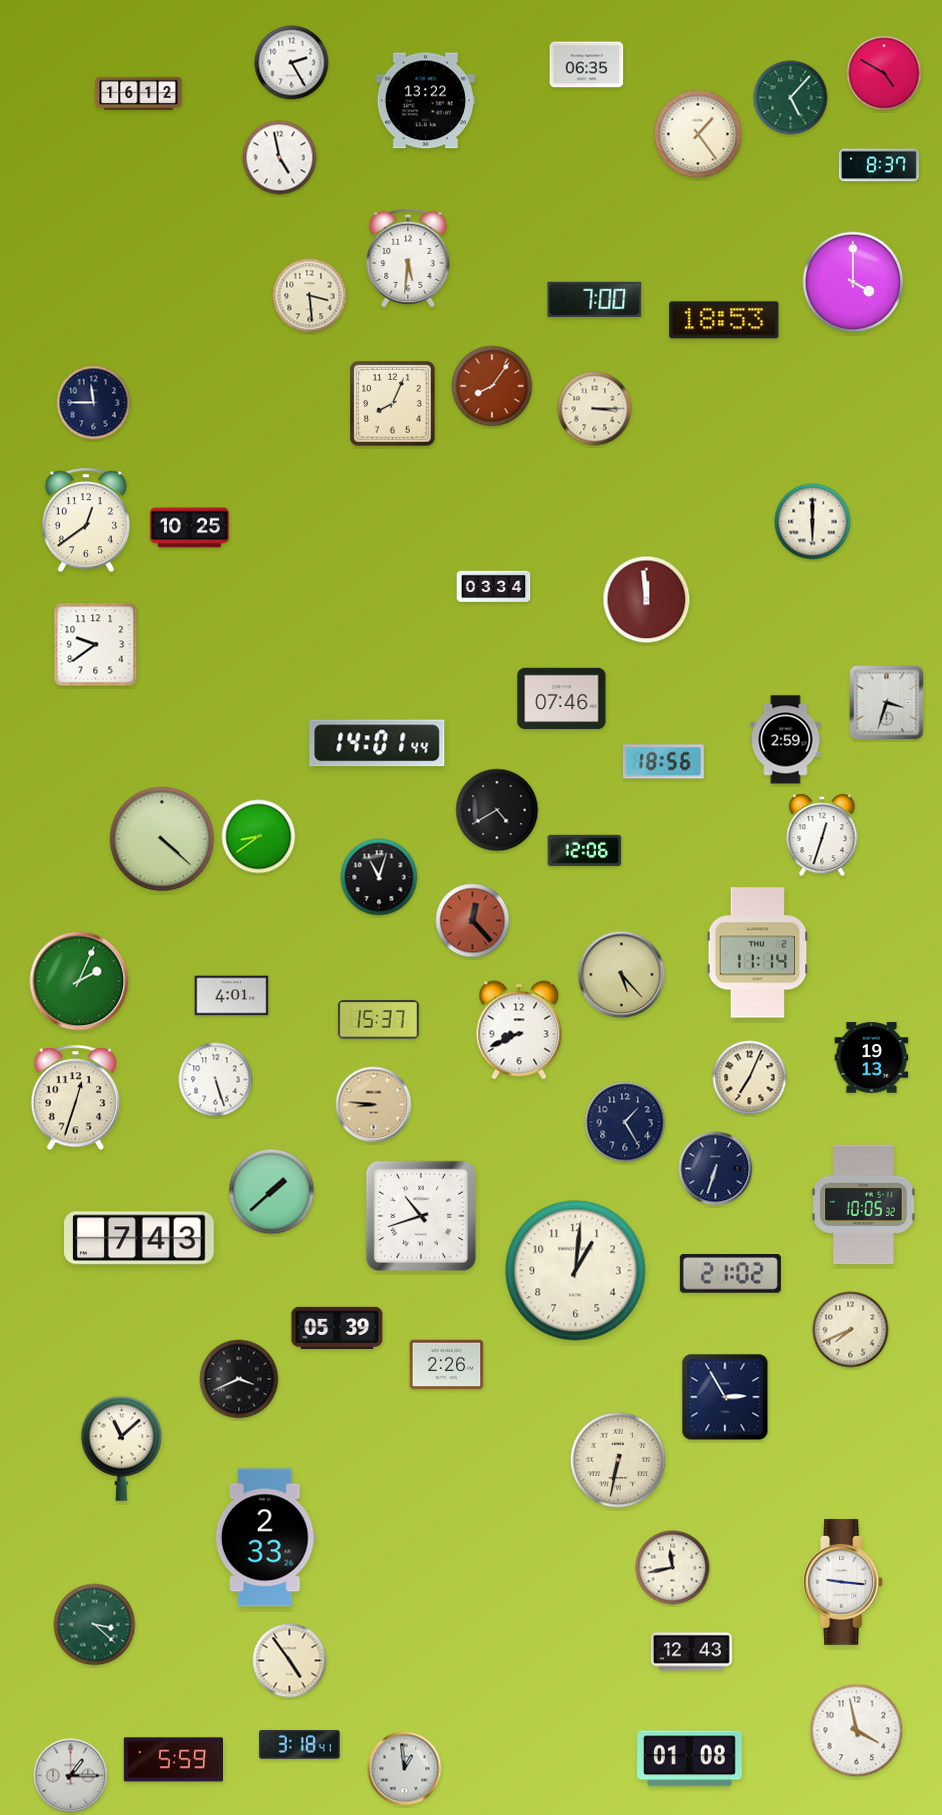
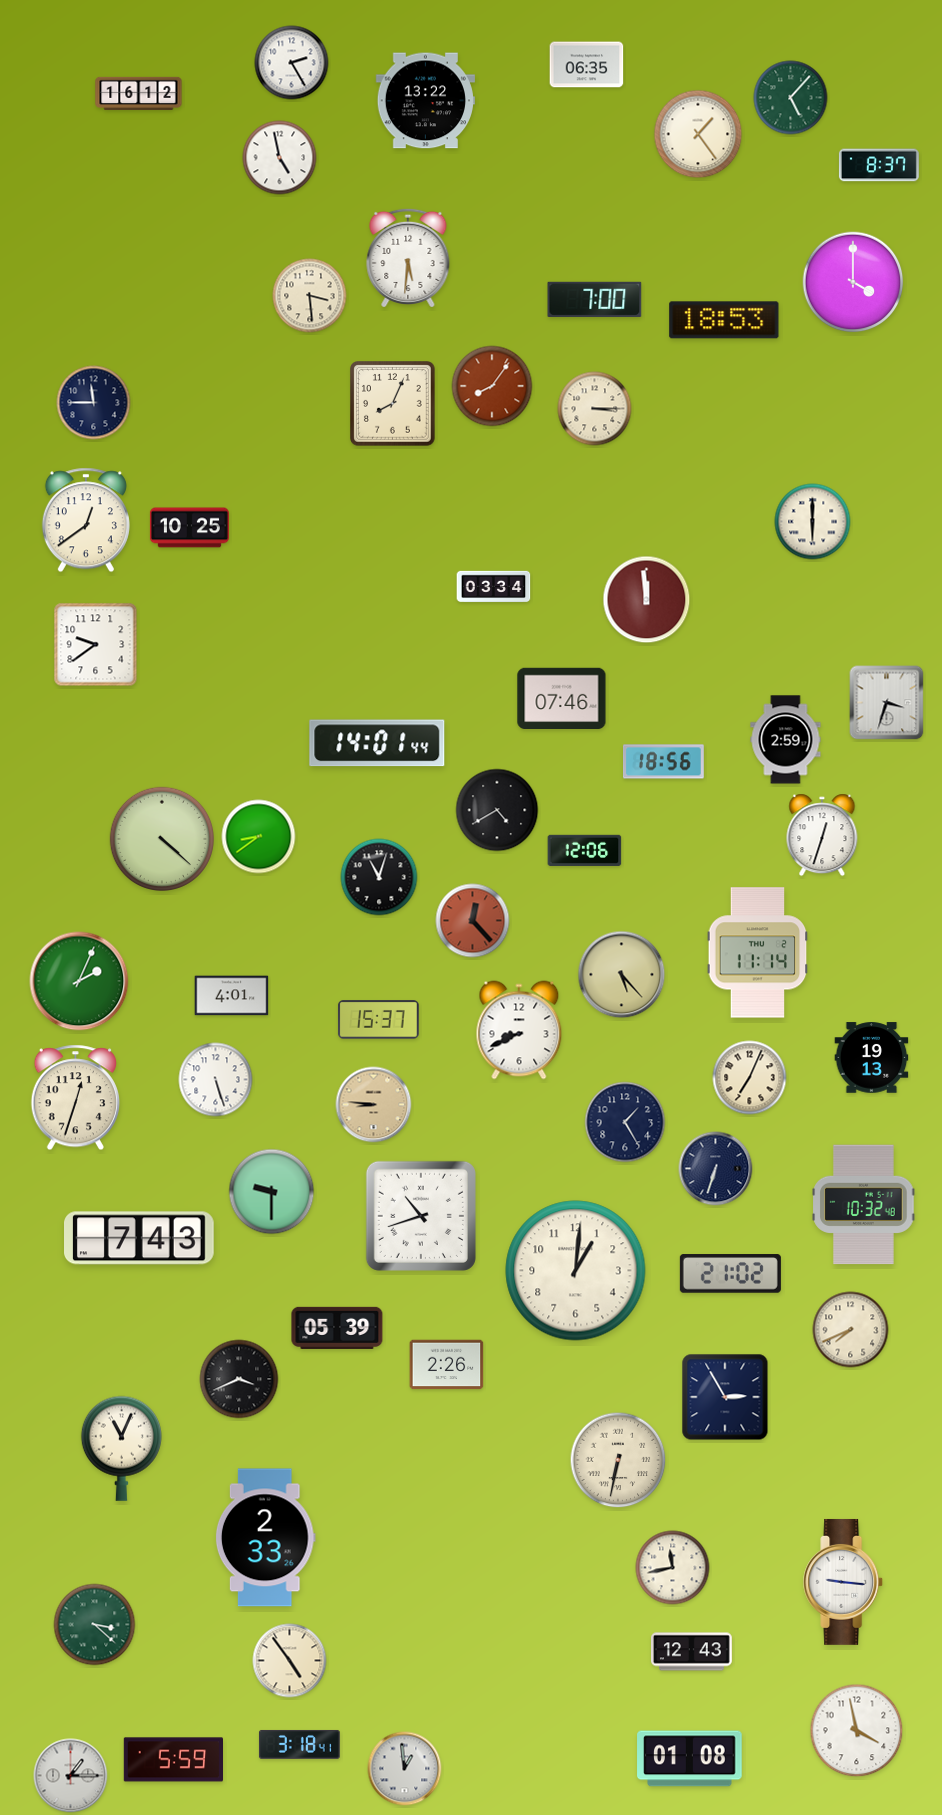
clock at (884, 73): 4:50 -> none
clock at (272, 1192): 1:38 -> 9:30
clock at (864, 1205): 10:05 -> 10:32
clock at (121, 1448): 11:08 -> 11:04
